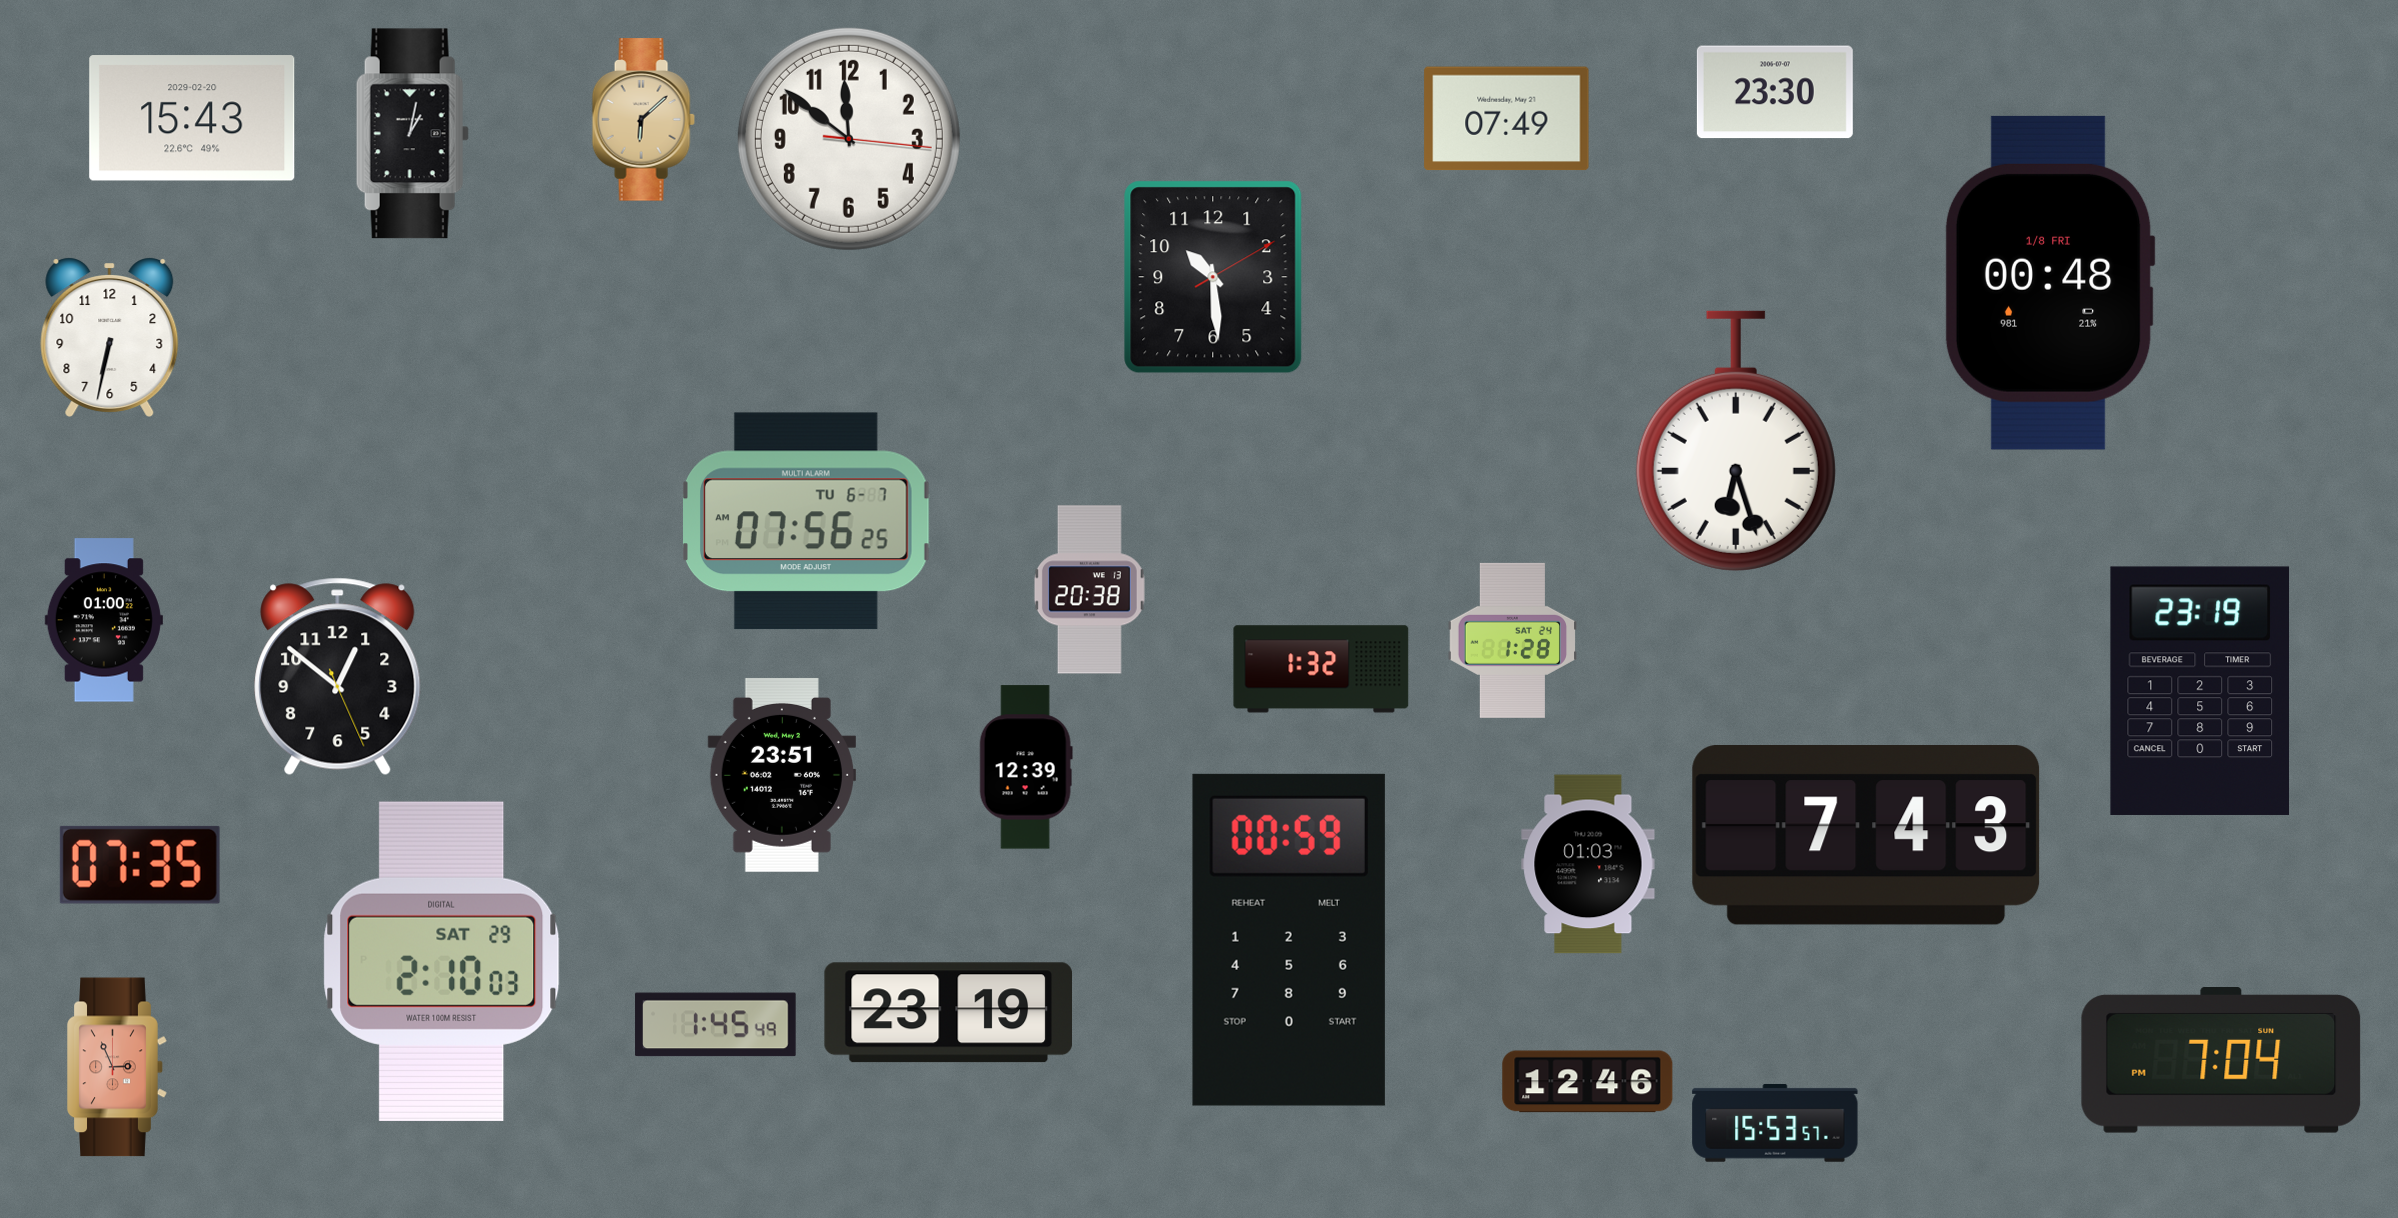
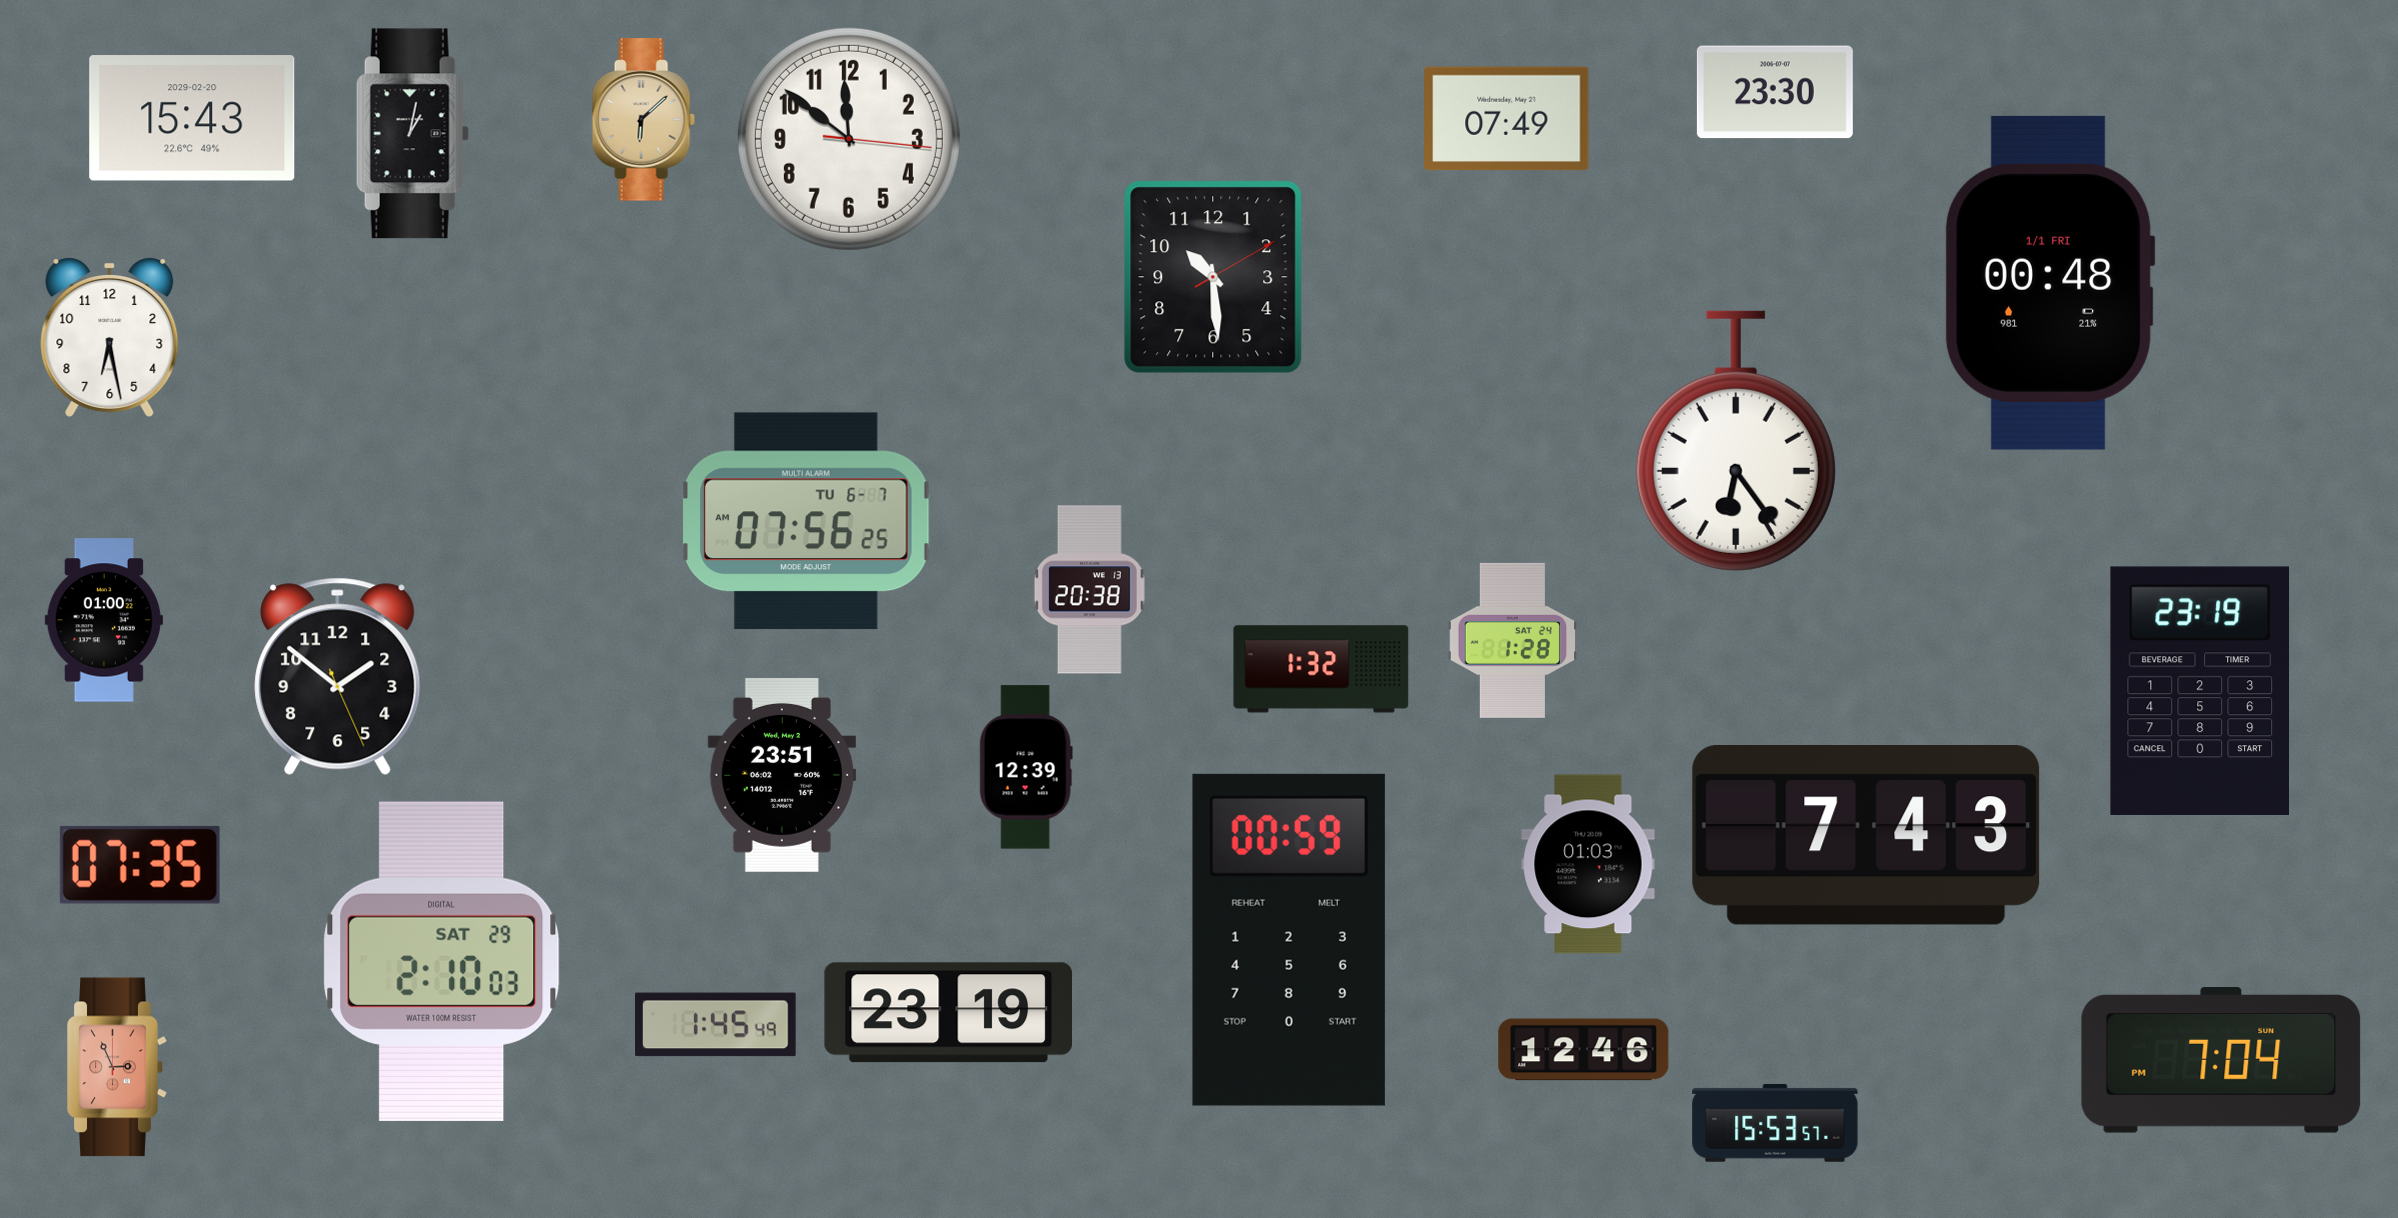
clock at (2050, 283) date: 1/8 FRI -> 1/1 FRI
clock at (110, 337): 6:32 -> 6:28
clock at (1736, 441): 6:27 -> 6:24
clock at (338, 677): 12:51 -> 1:51
clock at (1588, 1082) position: (1588, 1082) -> (1584, 1050)
